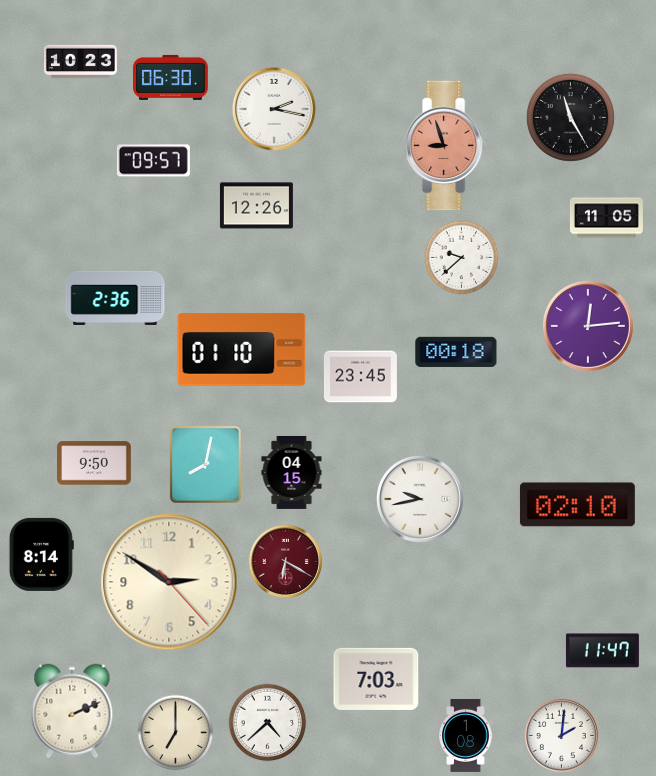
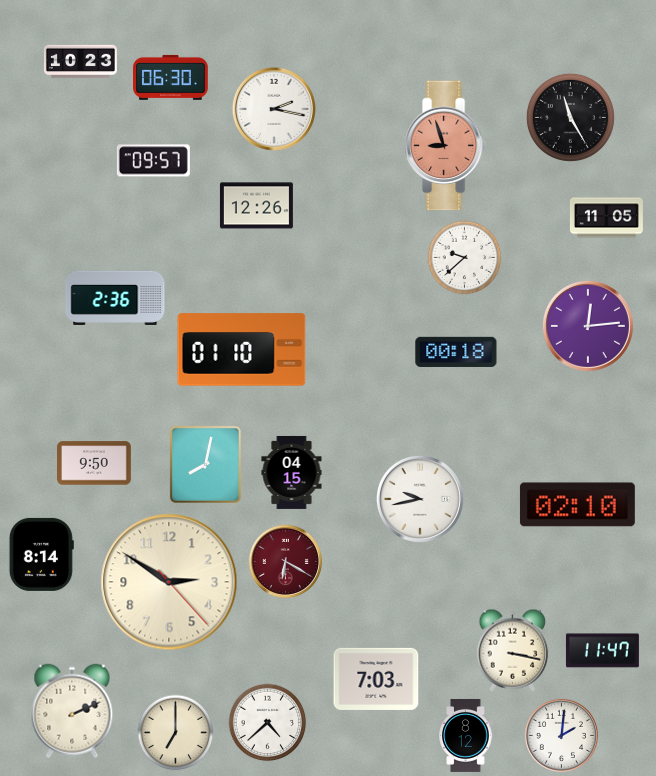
clock at (462, 258) position: (462, 258) -> (465, 258)
clock at (360, 377): 23:45 -> none
clock at (513, 650): none -> 3:17
clock at (466, 735): 1:08 -> 8:12
